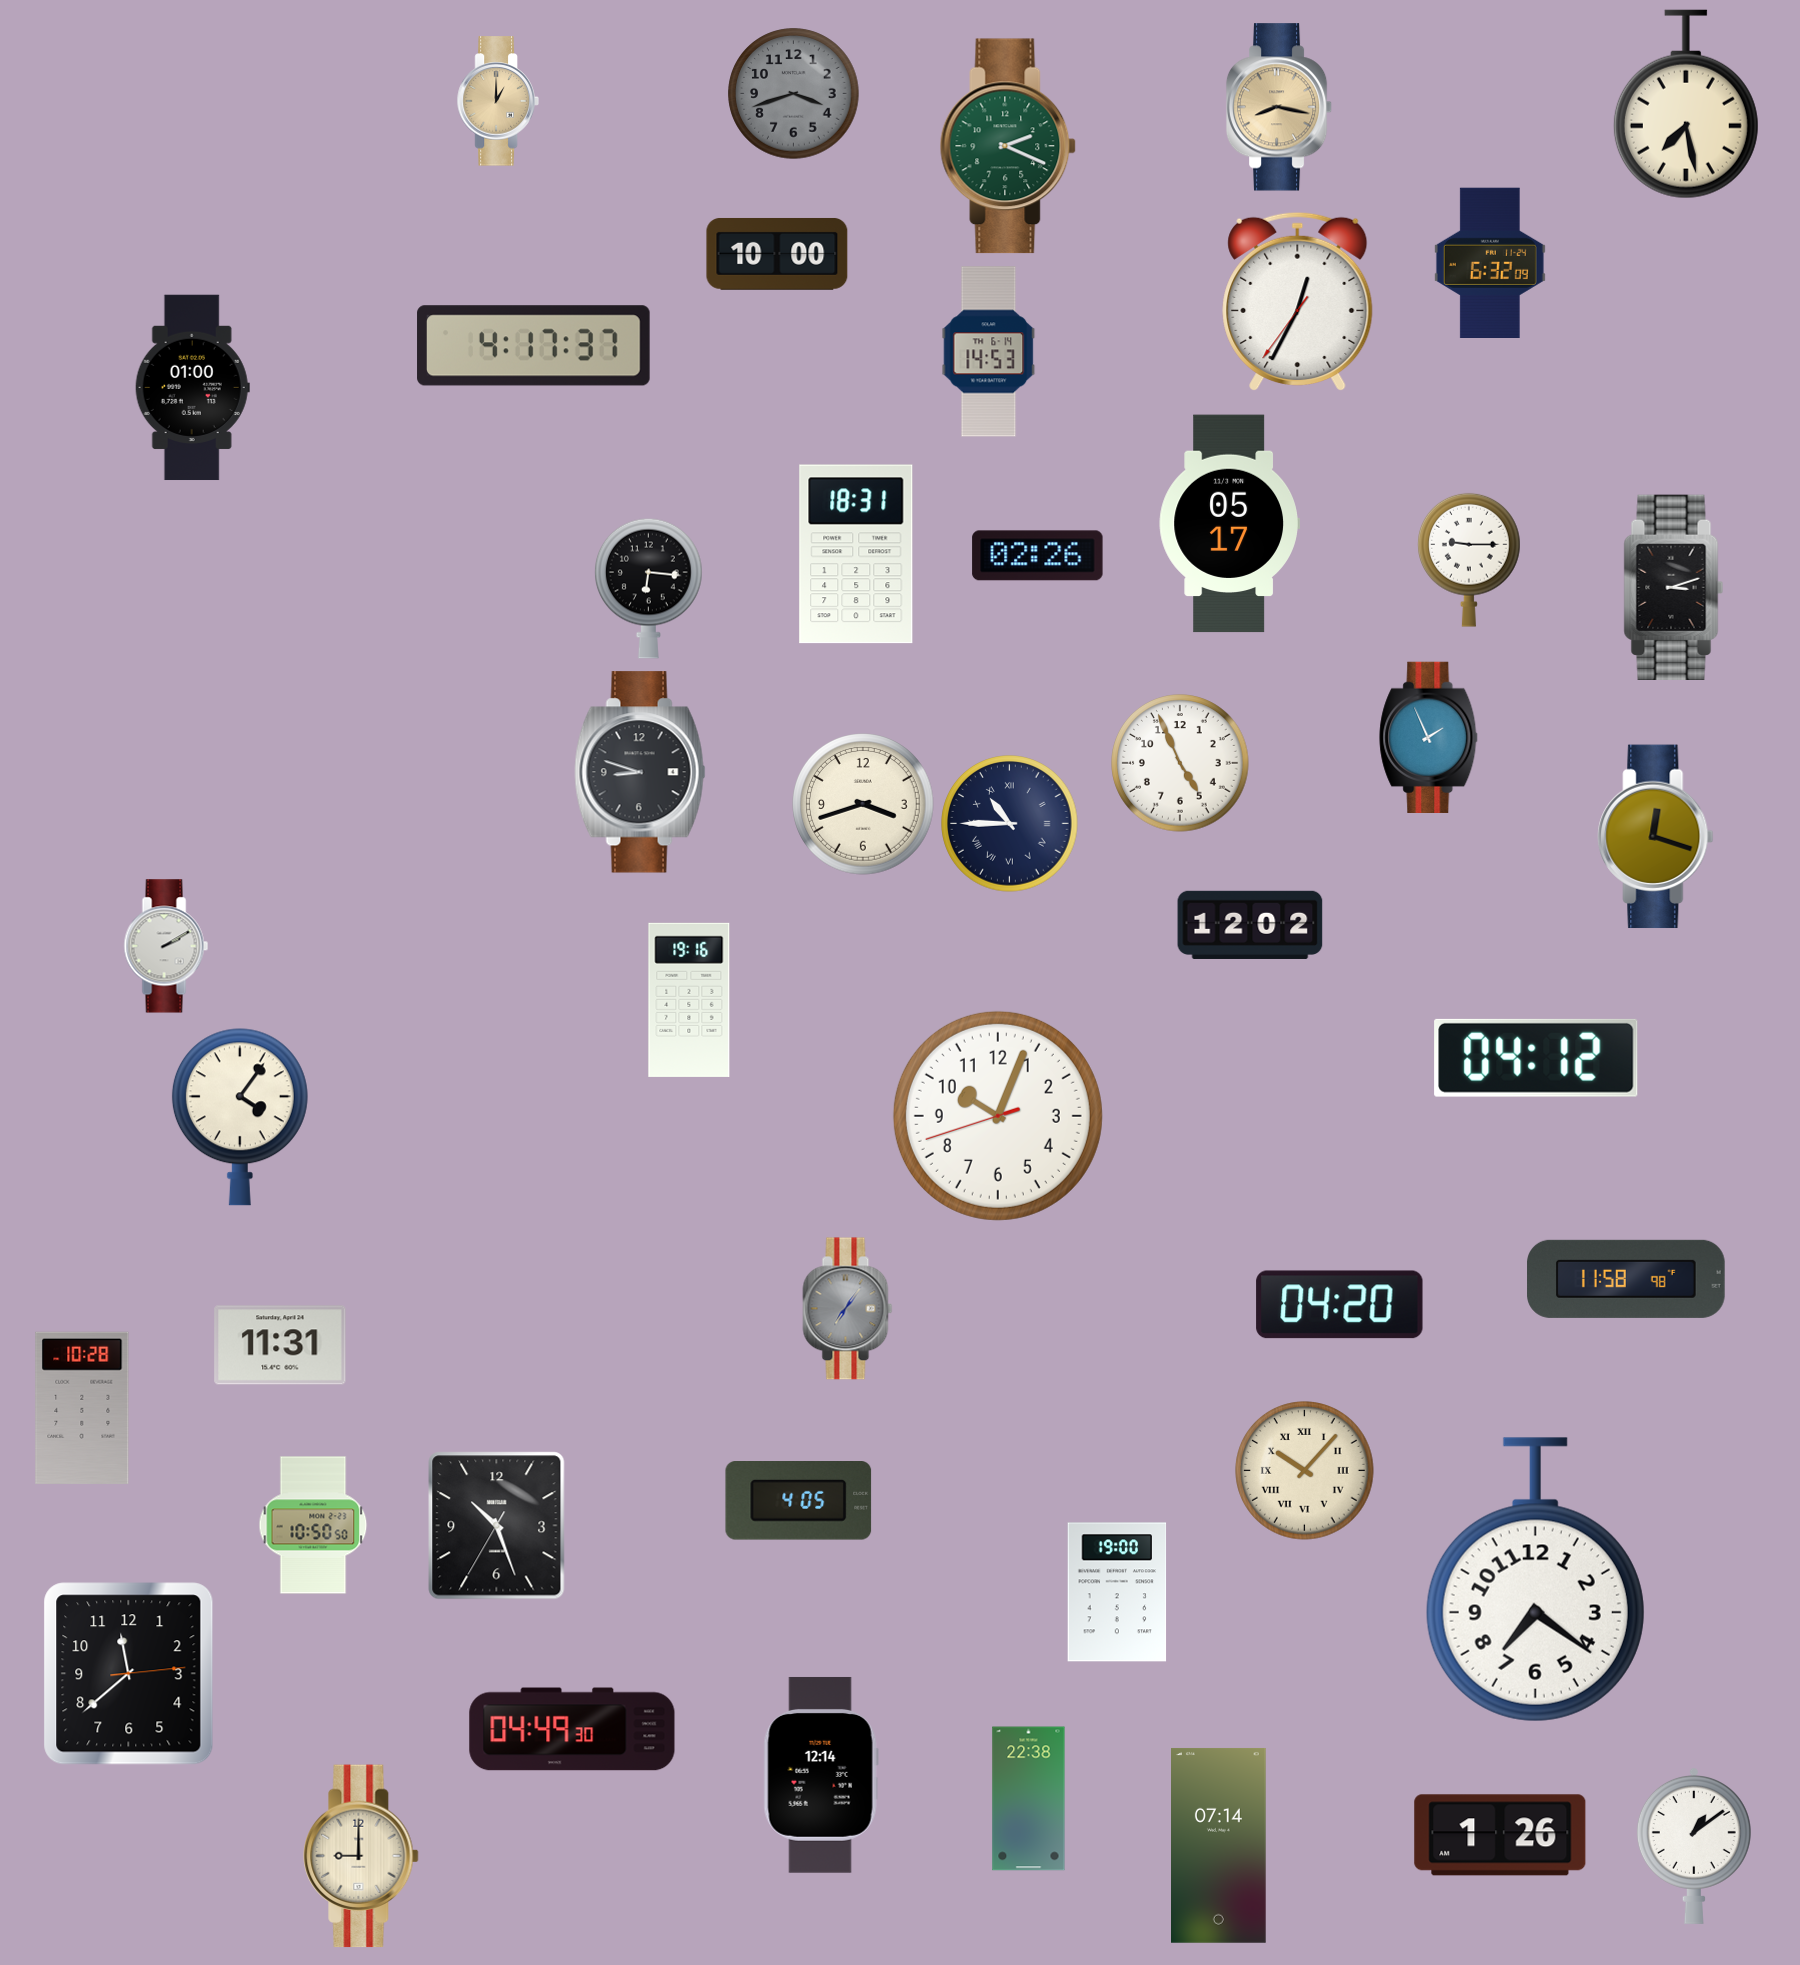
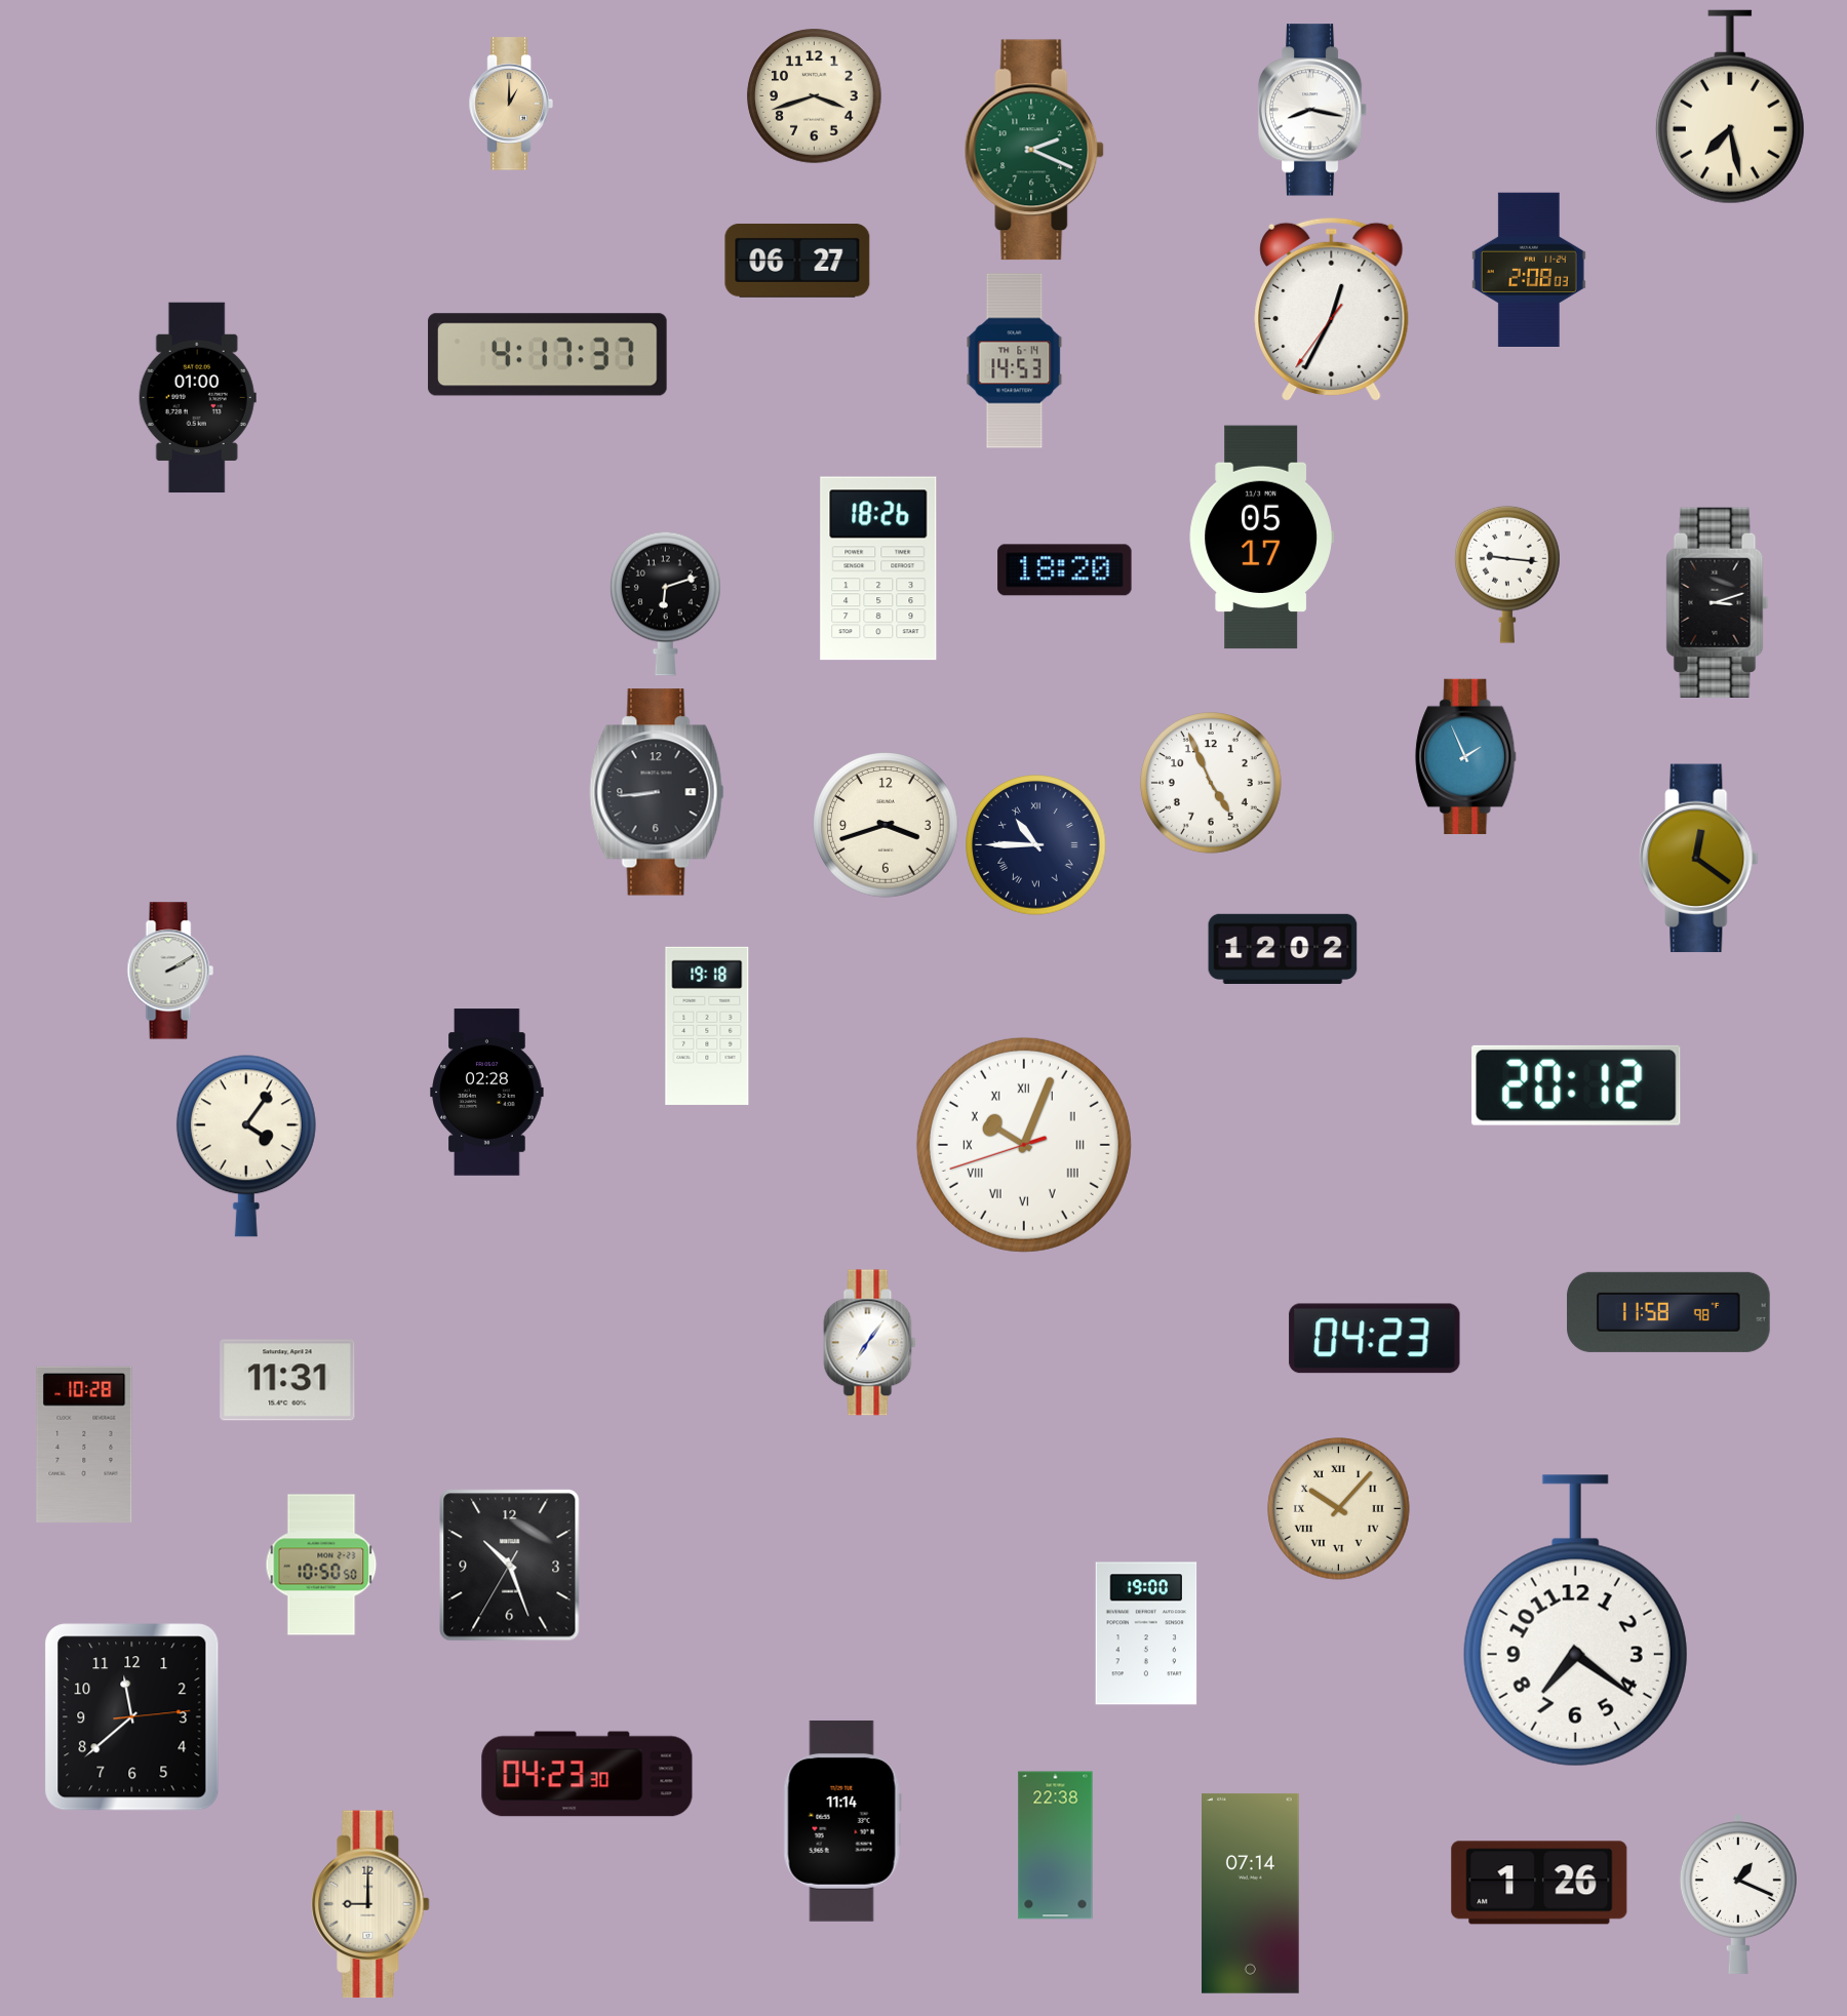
clock at (794, 94) dial: grey -> cream
clock at (1279, 107) dial: champagne -> white
clock at (777, 254): 10:00 -> 06:27
clock at (1490, 262): 6:32 -> 2:08
clock at (856, 554): 18:31 -> 18:26
clock at (1038, 556): 02:26 -> 18:20
clock at (1470, 560): 9:15 -> 9:16
clock at (649, 588): 6:16 -> 6:12
clock at (640, 772): 8:48 -> 8:44
clock at (1656, 837): 12:18 -> 12:21
clock at (689, 1000): 19:16 -> 19:18
clock at (1536, 1058): 04:12 -> 20:12
clock at (487, 1093): none -> 02:28
clock at (998, 1116) numerals: Arabic -> Roman
clock at (1340, 1305): 04:20 -> 04:23
clock at (848, 1309) dial: grey -> white
clock at (799, 1501): 4:05 -> none
clock at (572, 1729): 04:49 -> 04:23
clock at (821, 1775): 12:14 -> 11:14
clock at (1694, 1846): 1:09 -> 1:19
